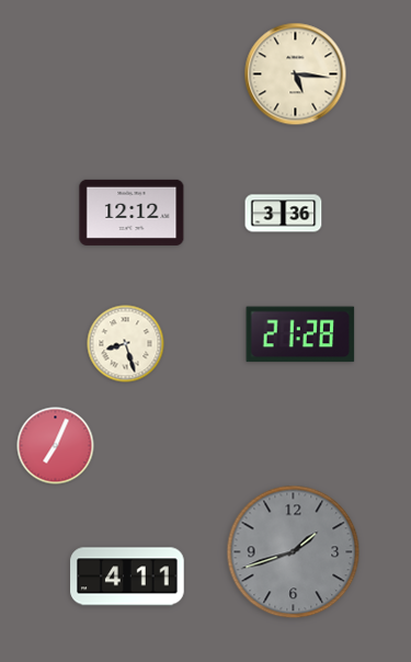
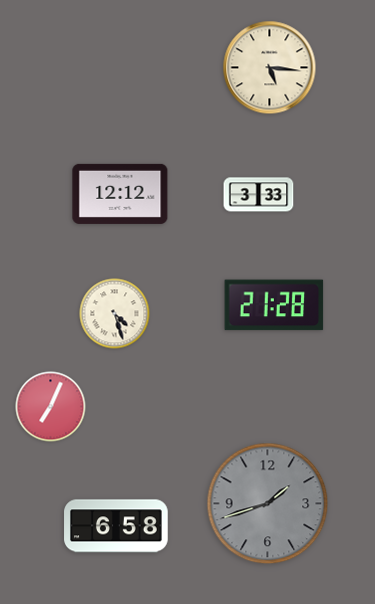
clock at (284, 214): 3:36 -> 3:33
clock at (126, 344): 8:27 -> 4:27
clock at (127, 577): 4:11 -> 6:58
